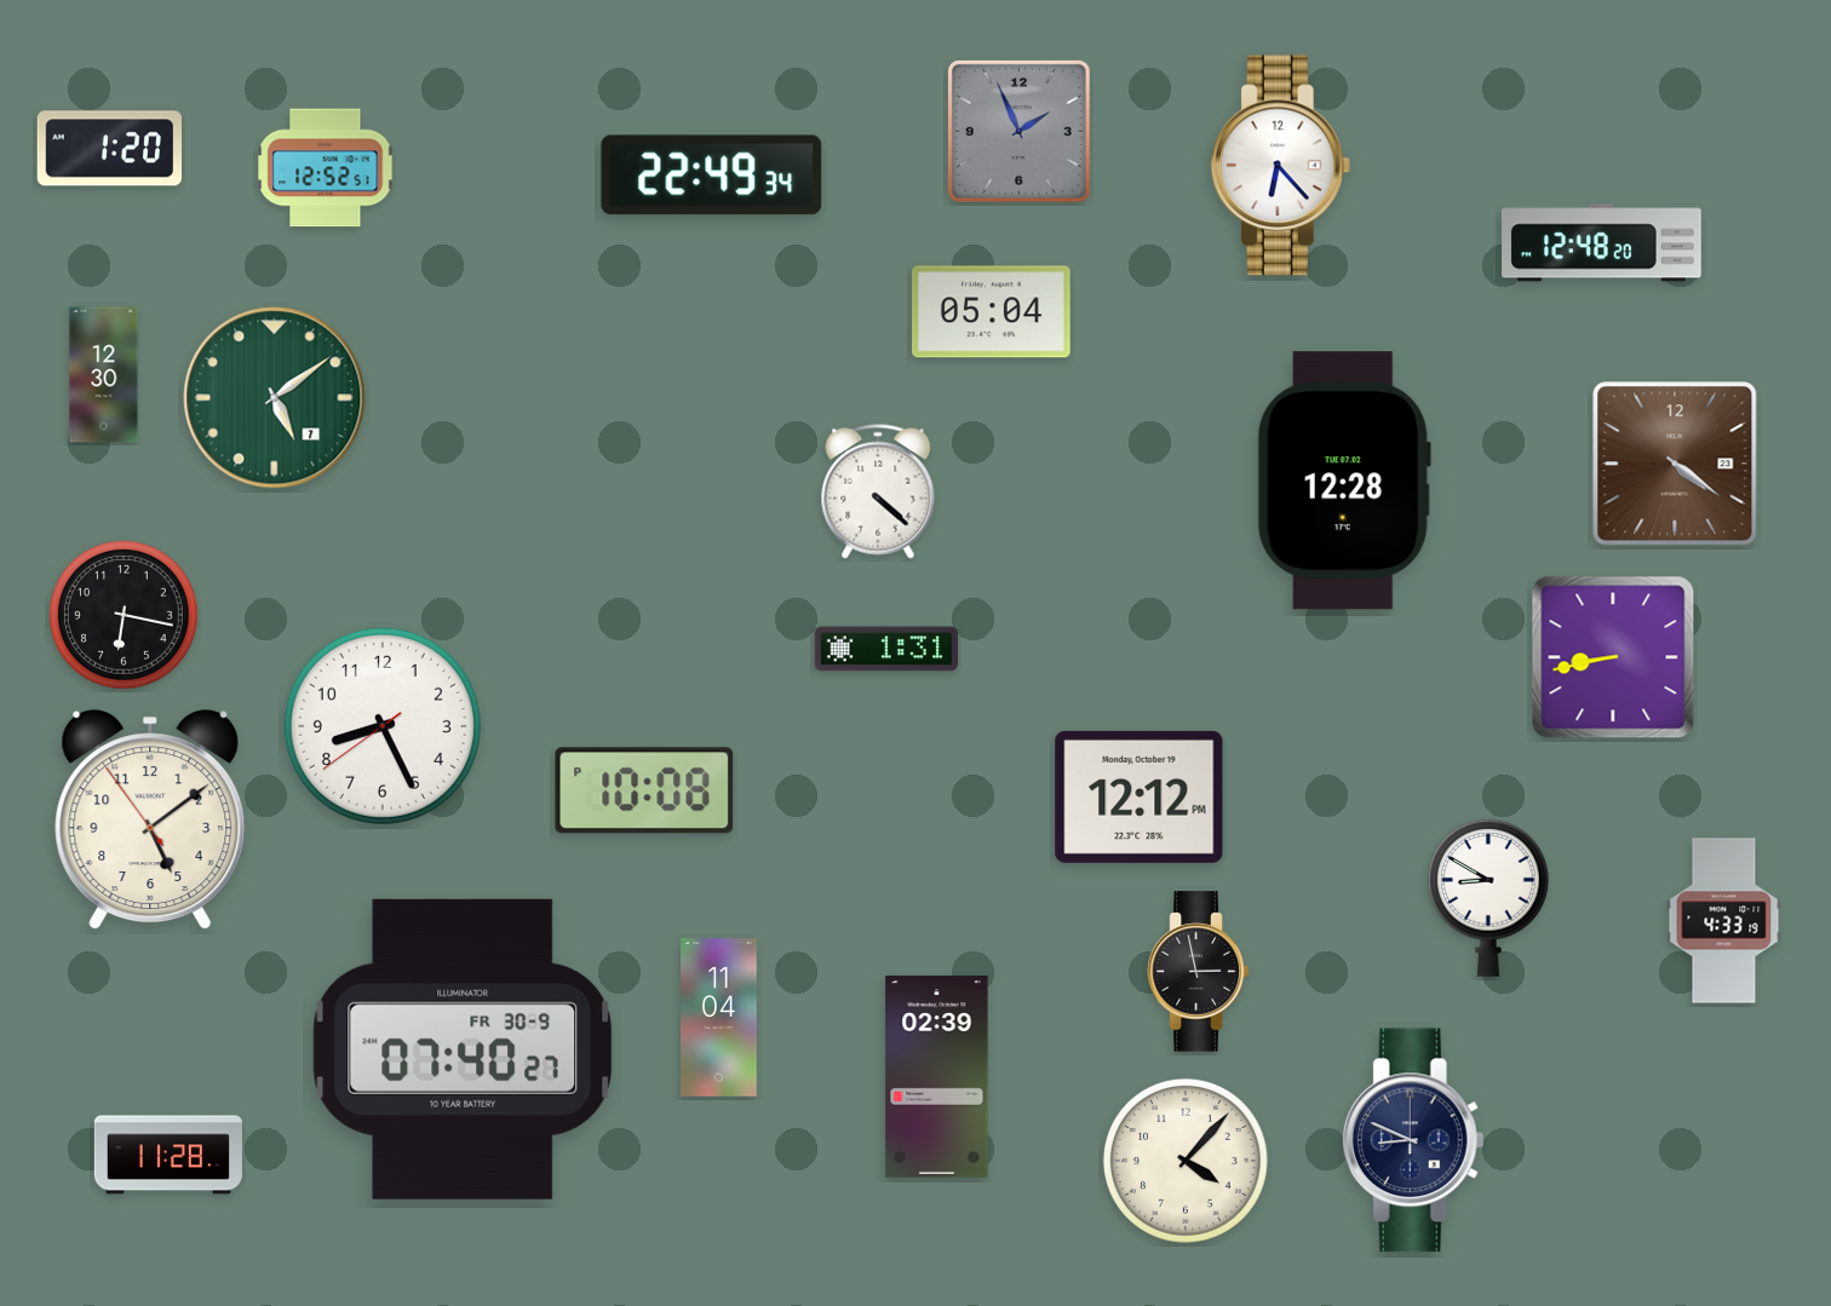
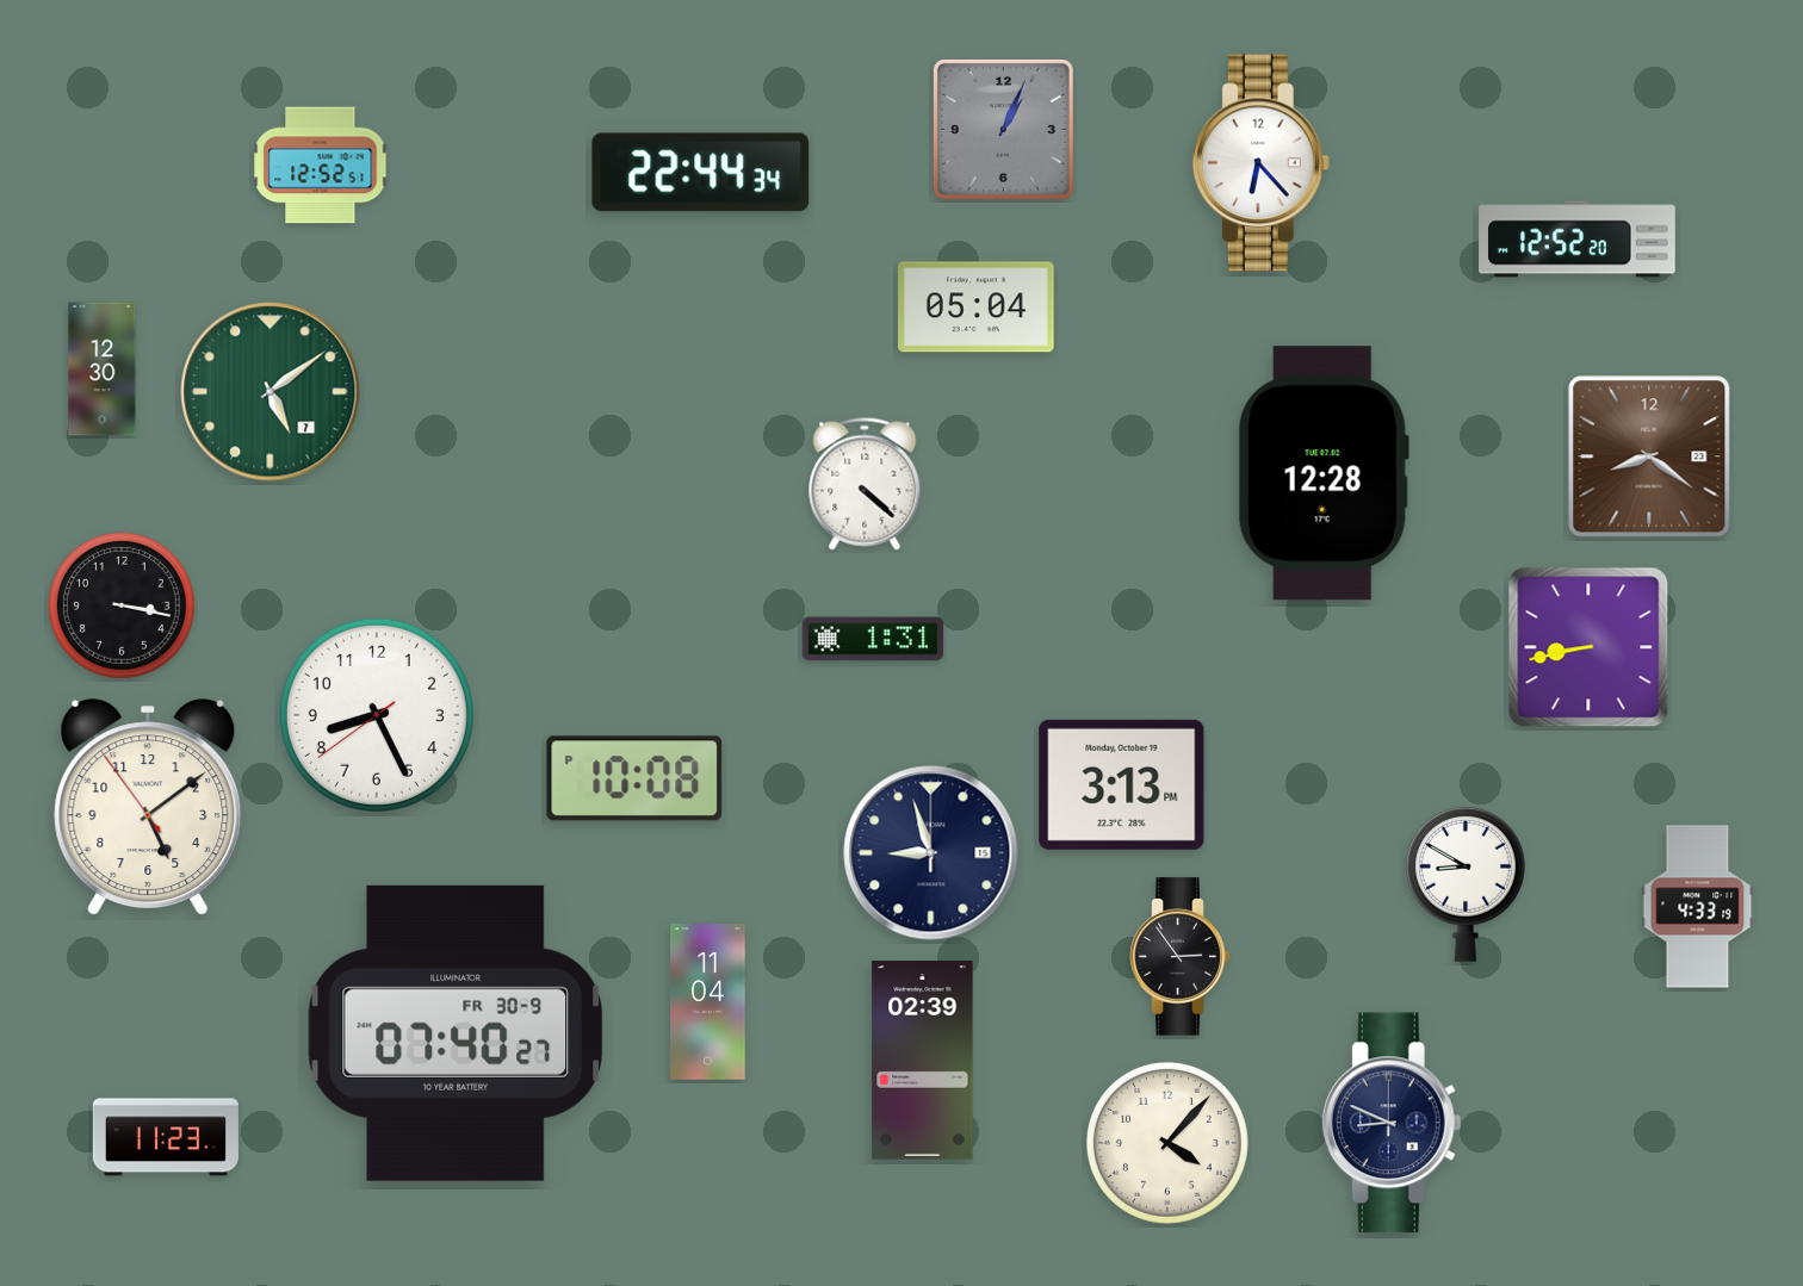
clock at (1018, 131): 1:56 -> 1:04
clock at (109, 149): 1:20 -> none
clock at (712, 176): 22:49 -> 22:44
clock at (1602, 243): 12:48 -> 12:52
clock at (1675, 464): 4:21 -> 8:21
clock at (125, 616): 6:17 -> 3:17
clock at (1140, 796): 12:12 -> 3:13
clock at (931, 853): none -> 8:57
clock at (1199, 972): 2:58 -> 2:54
clock at (168, 1155): 11:28 -> 11:23
